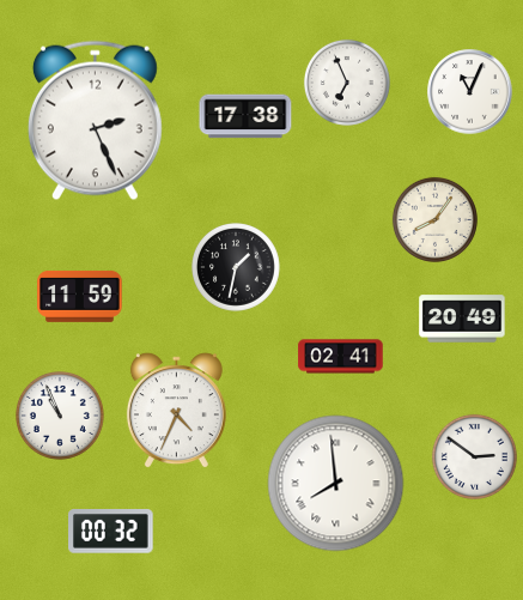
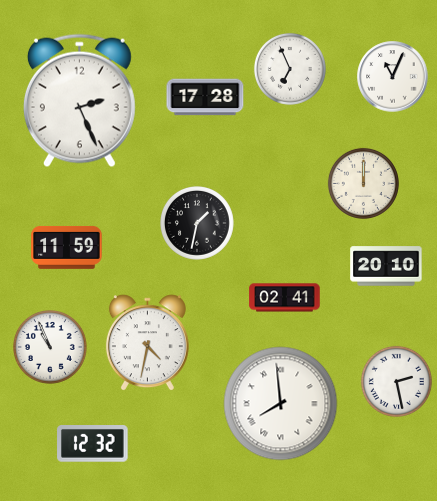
clock at (245, 116): 17:38 -> 17:28
clock at (434, 219): 8:06 -> 12:00
clock at (462, 319): 20:49 -> 20:10
clock at (176, 411): 4:34 -> 4:32
clock at (474, 456): 2:51 -> 2:28
clock at (111, 532): 00:32 -> 12:32
